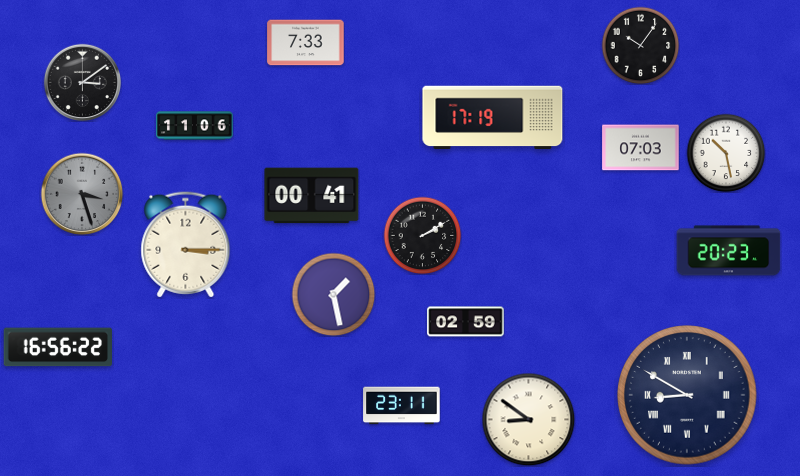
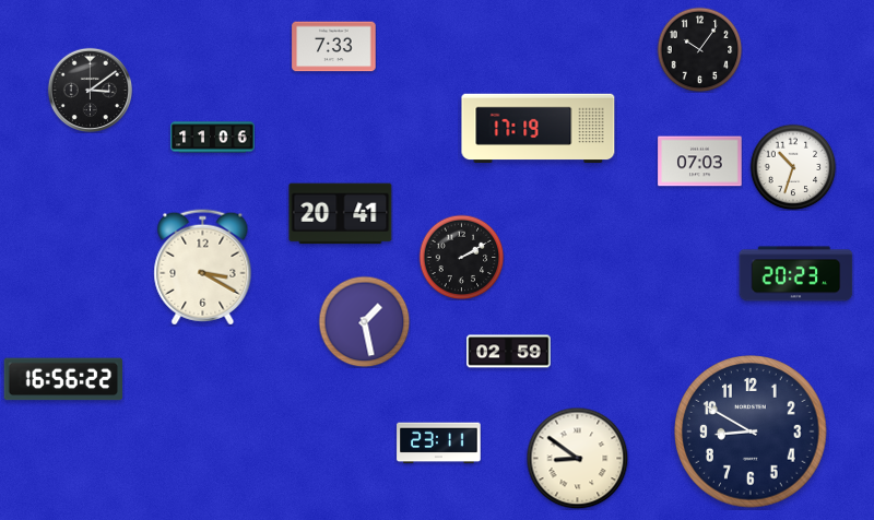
clock at (726, 153): 10:28 -> 10:33
clock at (82, 194): 3:27 -> none
clock at (312, 196): 00:41 -> 20:41
clock at (186, 245): 3:15 -> 3:20
clock at (687, 395) numerals: Roman -> Arabic
